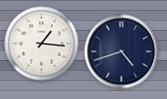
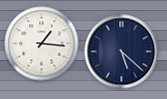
clock at (122, 52): 4:42 -> 5:22
